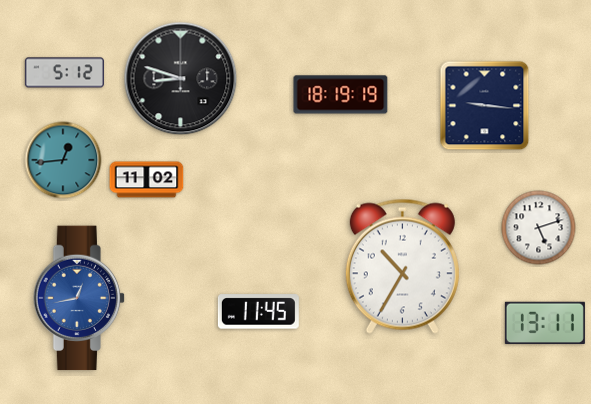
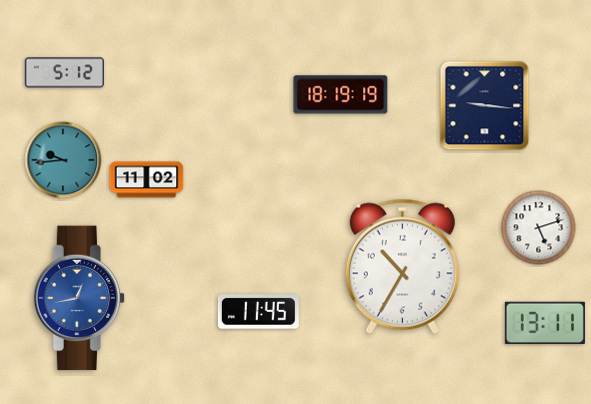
clock at (181, 79): 8:48 -> none
clock at (63, 160): 12:44 -> 9:44
